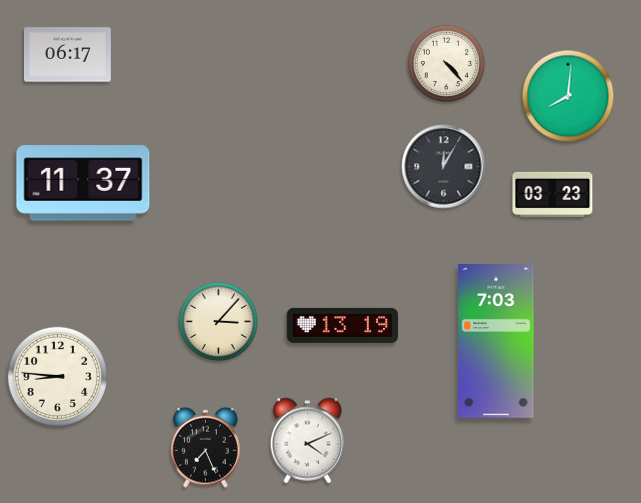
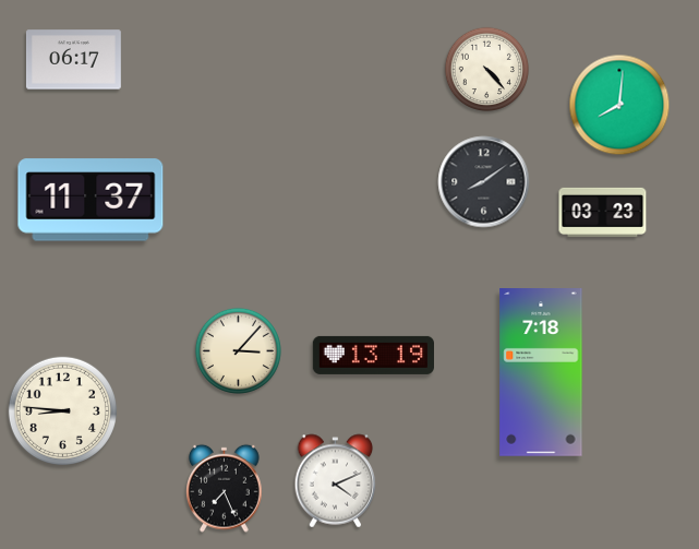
clock at (444, 167): 12:05 -> 8:09
clock at (496, 342): 7:03 -> 7:18
